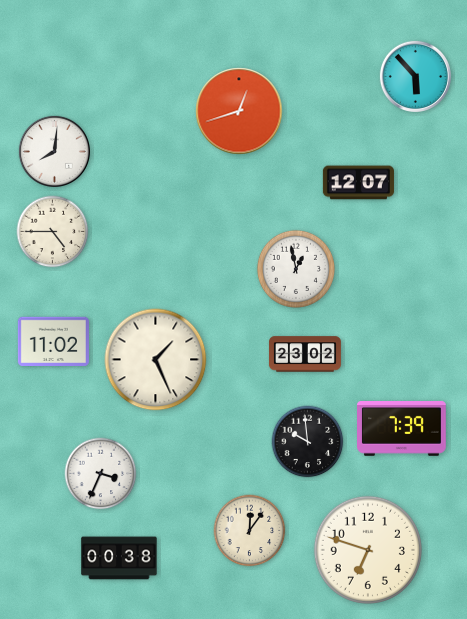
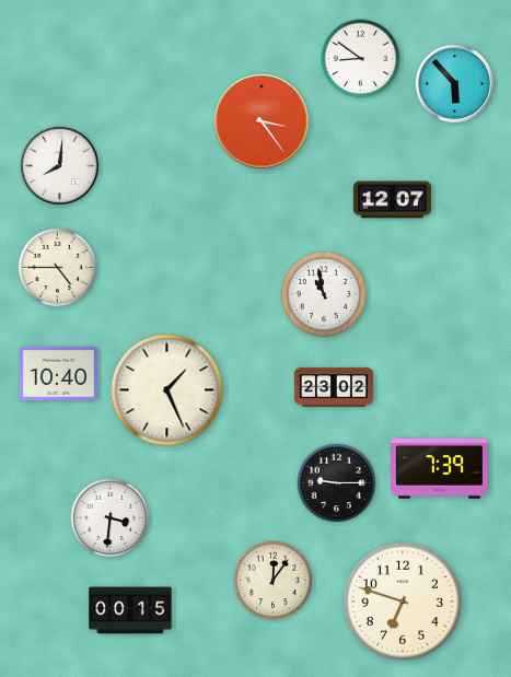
clock at (361, 59): none -> 8:51
clock at (239, 111): 12:42 -> 3:24
clock at (53, 232) position: (53, 232) -> (58, 268)
clock at (296, 269): 12:58 -> 10:58
clock at (53, 341): 11:02 -> 10:40
clock at (156, 360) position: (156, 360) -> (167, 390)
clock at (308, 442): 9:59 -> 9:15
clock at (101, 474): 3:34 -> 3:31
clock at (119, 558): 00:38 -> 00:15
